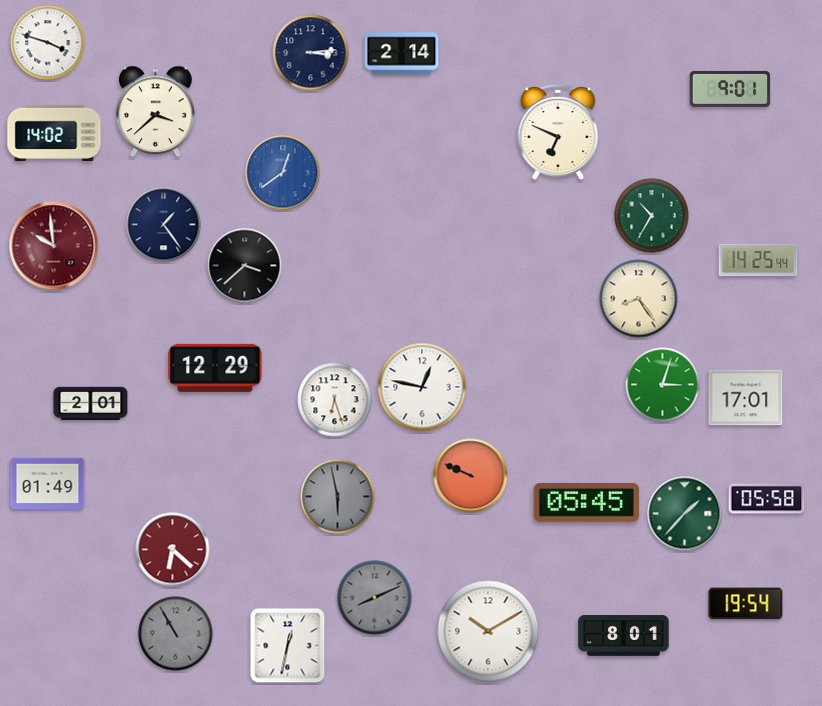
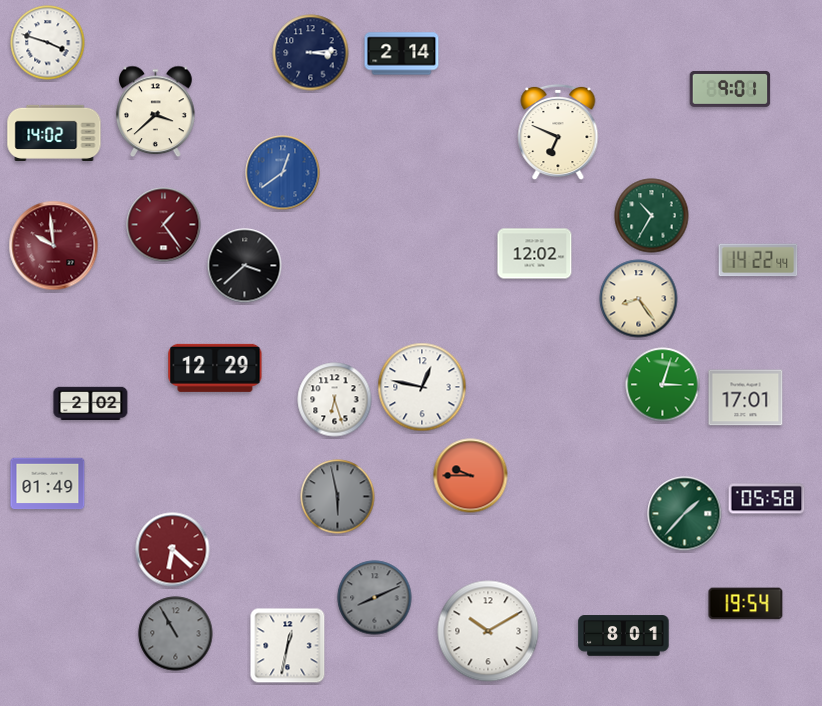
clock at (164, 225) dial: navy -> burgundy
clock at (535, 254): none -> 12:02
clock at (758, 260): 14:25 -> 14:22
clock at (91, 404): 2:01 -> 2:02
clock at (471, 476): 9:49 -> 9:45
clock at (587, 503): 05:45 -> none
